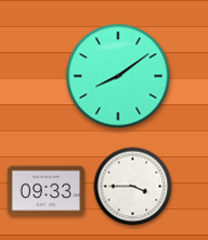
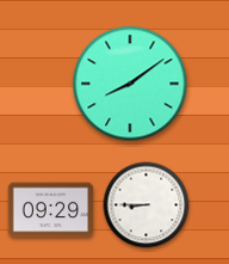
clock at (133, 187): 3:45 -> 8:45
clock at (47, 191): 09:33 -> 09:29
